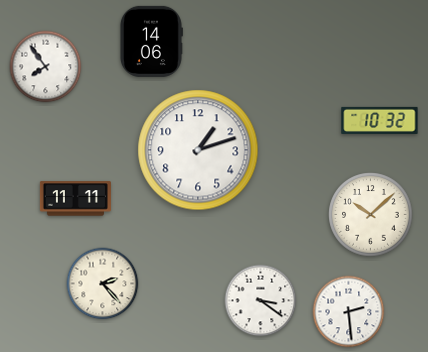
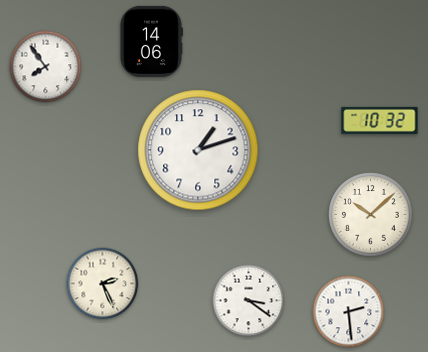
clock at (75, 199): 11:11 -> none
clock at (103, 284): 2:23 -> 2:26
clock at (261, 301) position: (261, 301) -> (249, 301)
